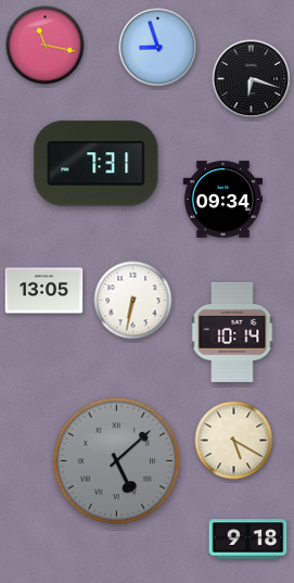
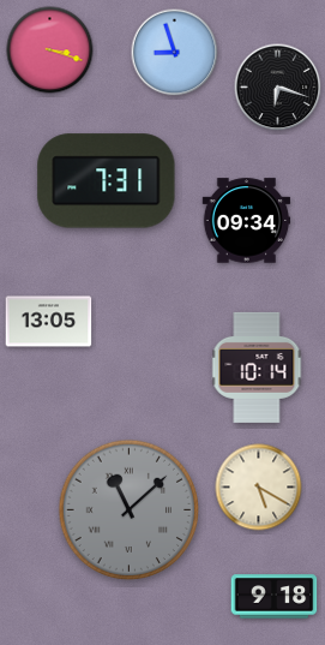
clock at (46, 46): 11:17 -> 3:18
clock at (133, 301): 6:32 -> none
clock at (117, 461): 5:08 -> 11:08
